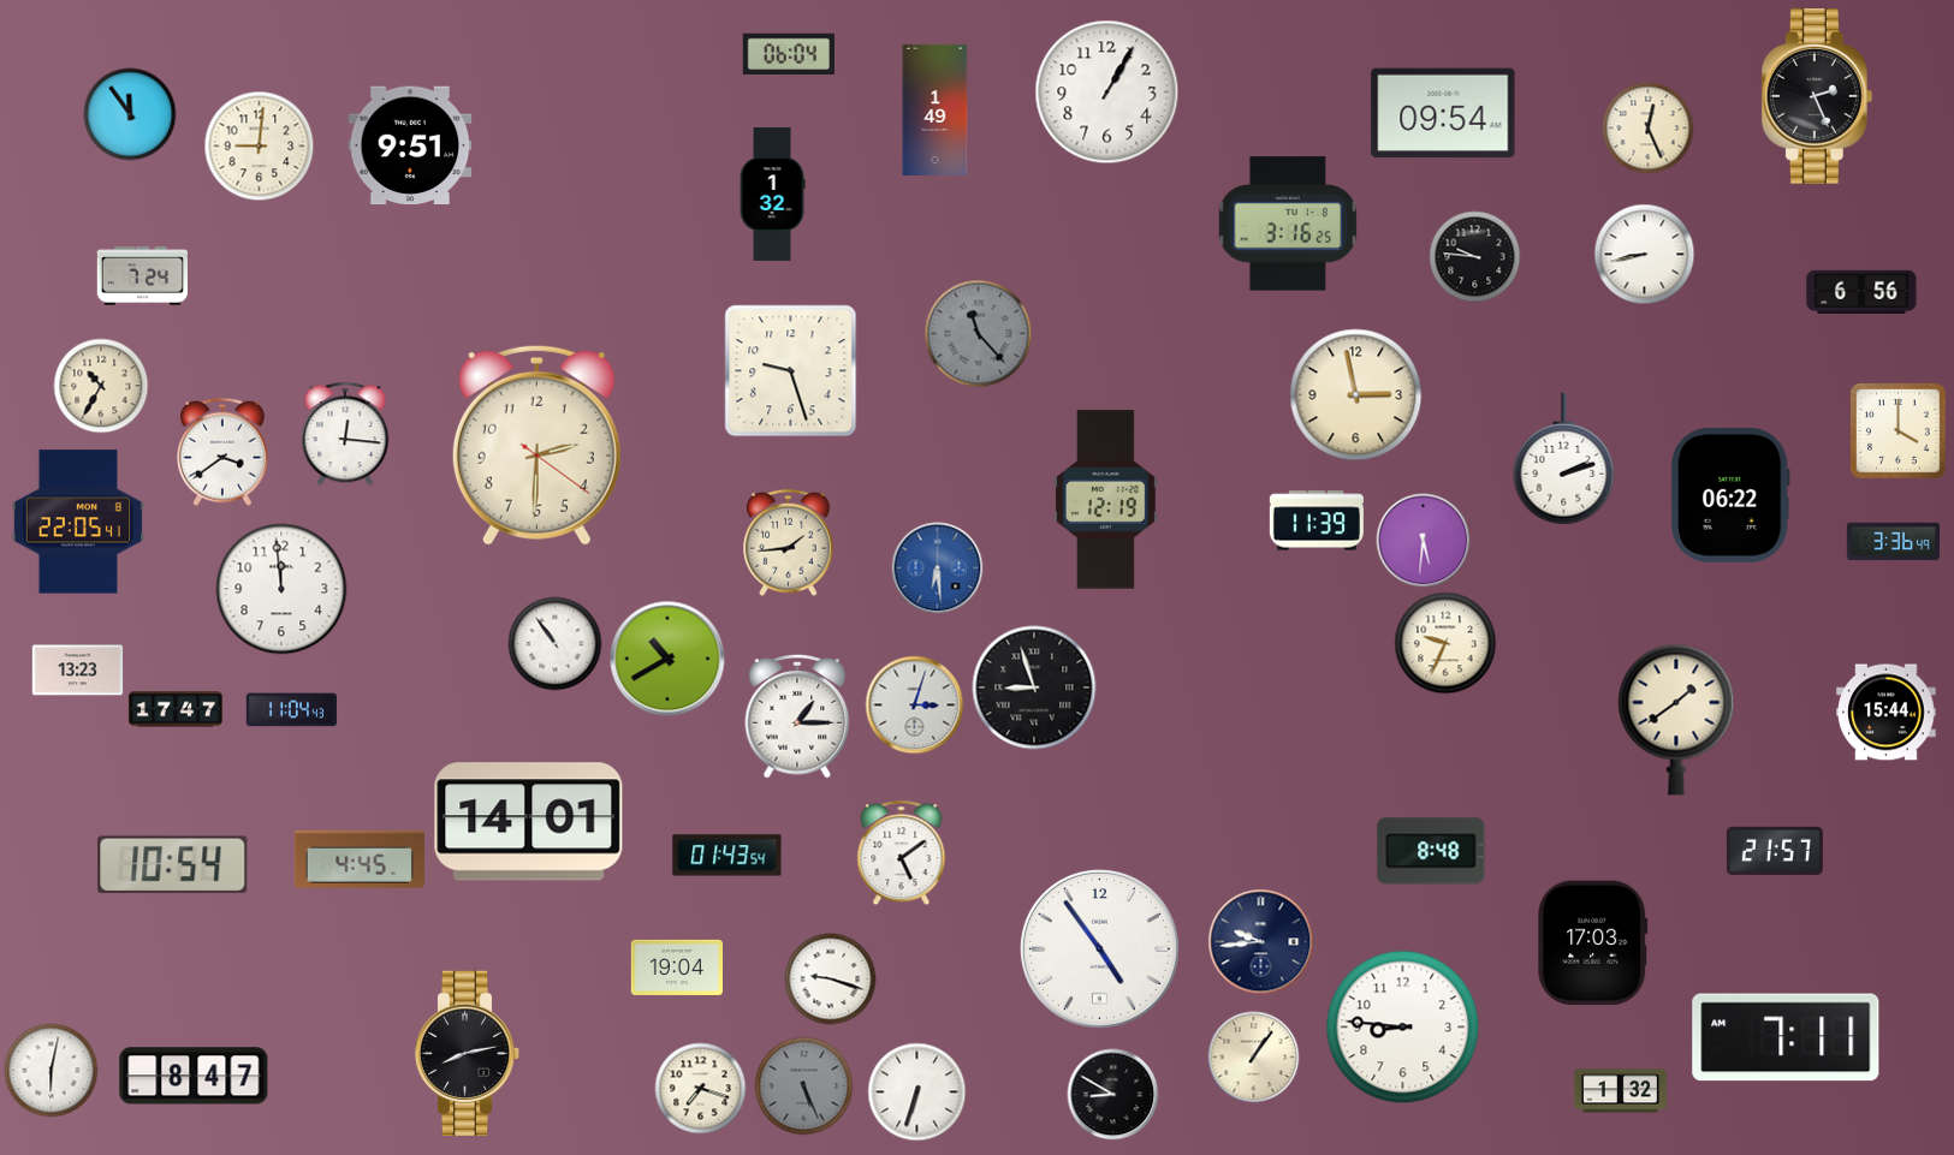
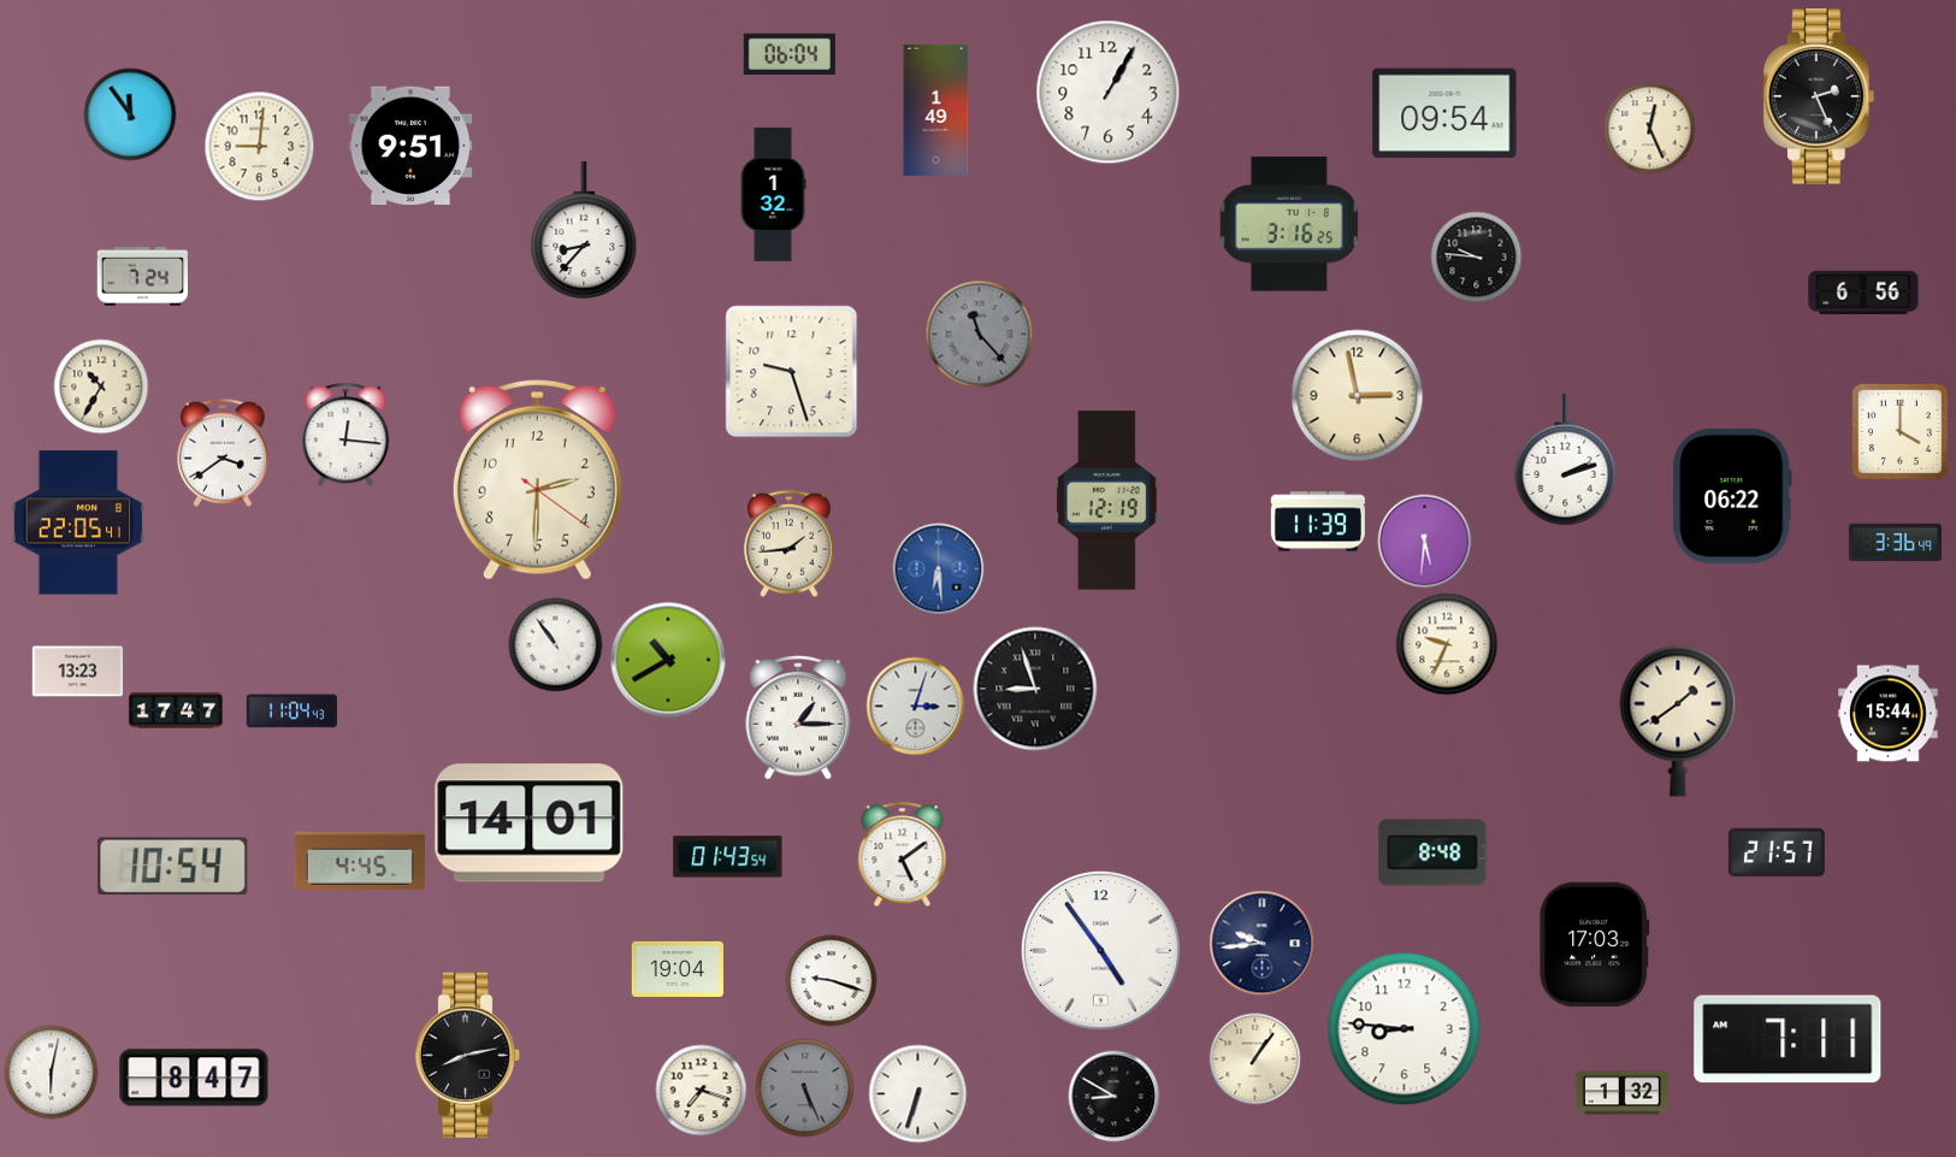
clock at (584, 231): none -> 8:37
clock at (1645, 255): 8:43 -> none
clock at (536, 445) position: (536, 445) -> (537, 479)
clock at (281, 589): 11:59 -> none
